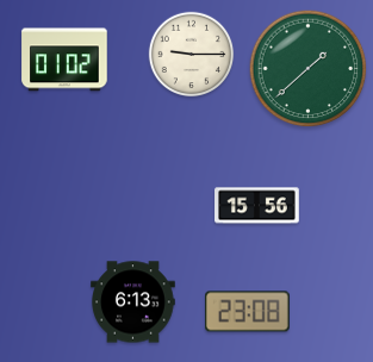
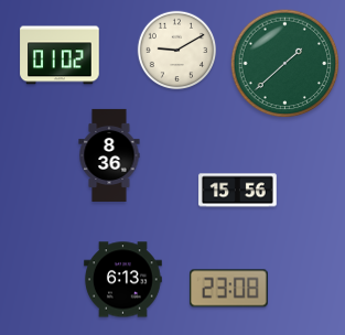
clock at (192, 55): 9:15 -> 9:10
clock at (109, 155): none -> 8:36
